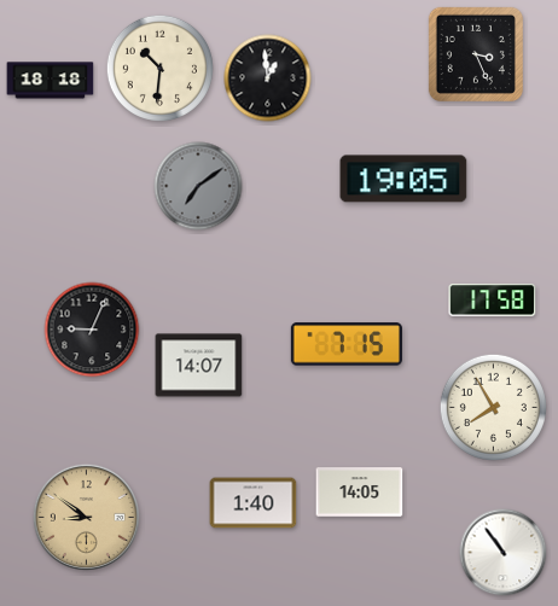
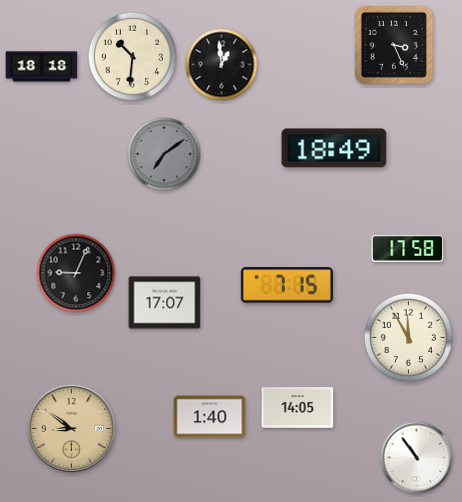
clock at (403, 179): 19:05 -> 18:49
clock at (199, 366): 14:07 -> 17:07
clock at (493, 407): 7:55 -> 11:55
